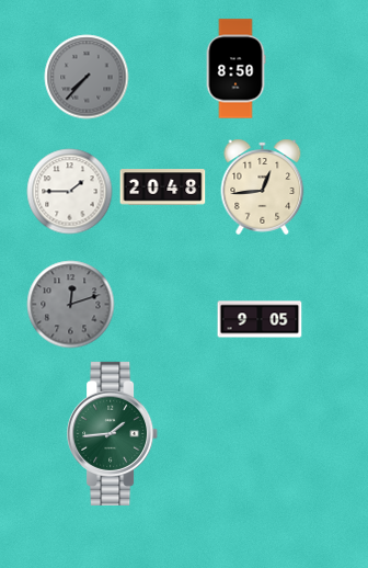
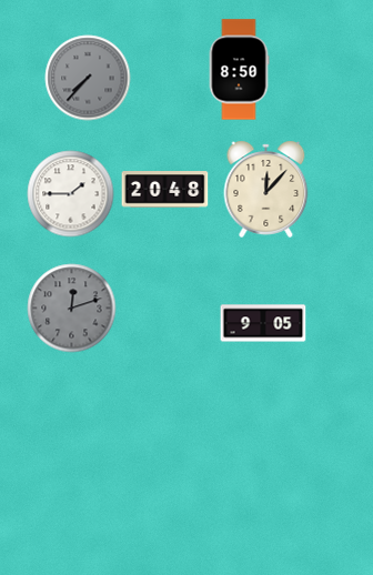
clock at (263, 186): 12:44 -> 12:07
clock at (113, 433): 1:44 -> none
